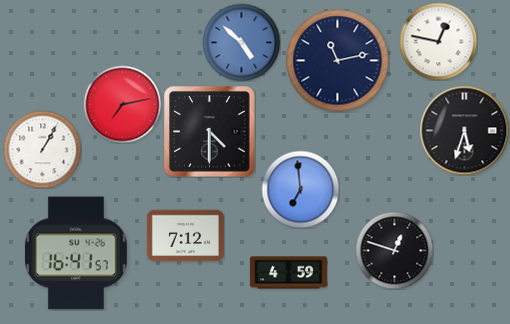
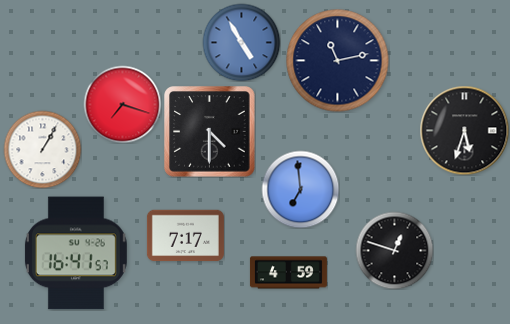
clock at (438, 41): 12:47 -> none
clock at (241, 42): 4:52 -> 4:55
clock at (122, 104): 7:13 -> 7:18
clock at (185, 236): 7:12 -> 7:17
